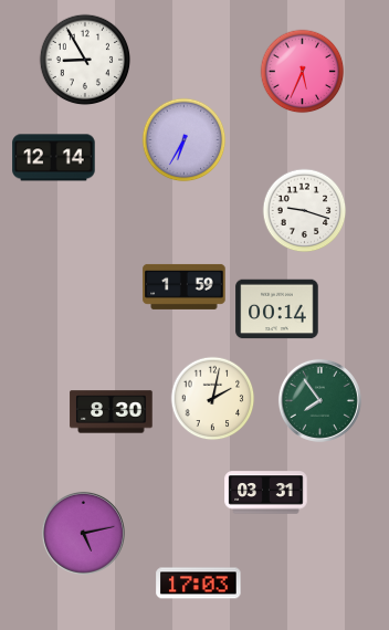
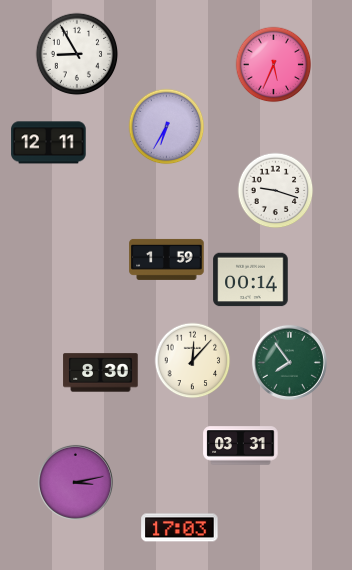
clock at (54, 158): 12:14 -> 12:11
clock at (213, 399): 2:02 -> 12:07
clock at (83, 533): 5:13 -> 3:13
